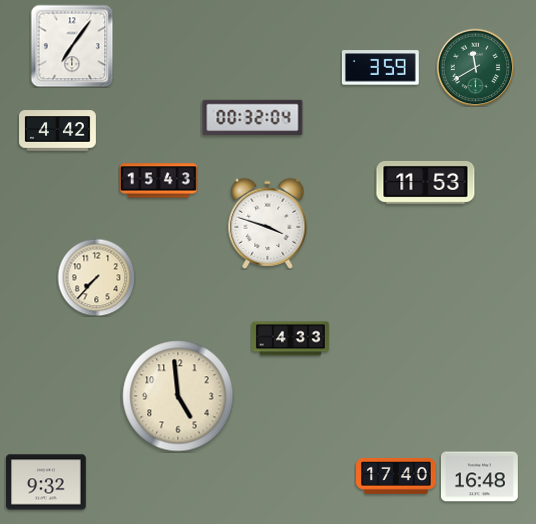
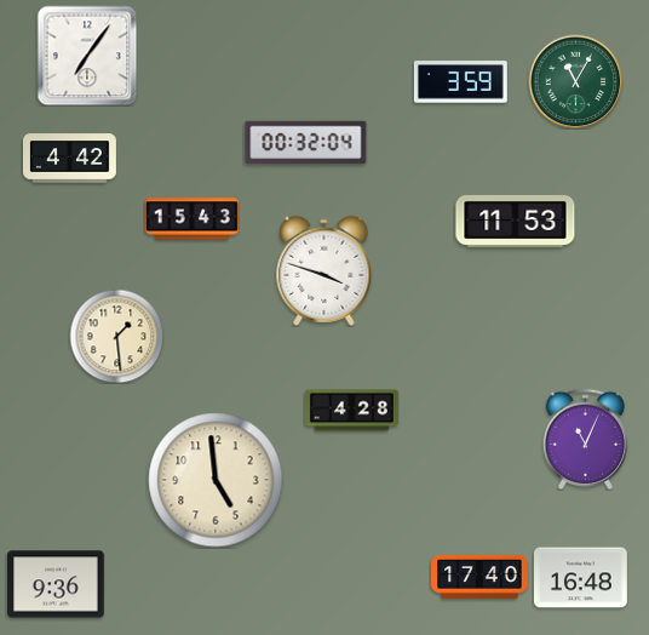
clock at (475, 67): 11:40 -> 11:05
clock at (96, 277): 7:37 -> 1:29
clock at (291, 339): 4:33 -> 4:28
clock at (585, 439): none -> 11:04
clock at (46, 482): 9:32 -> 9:36
